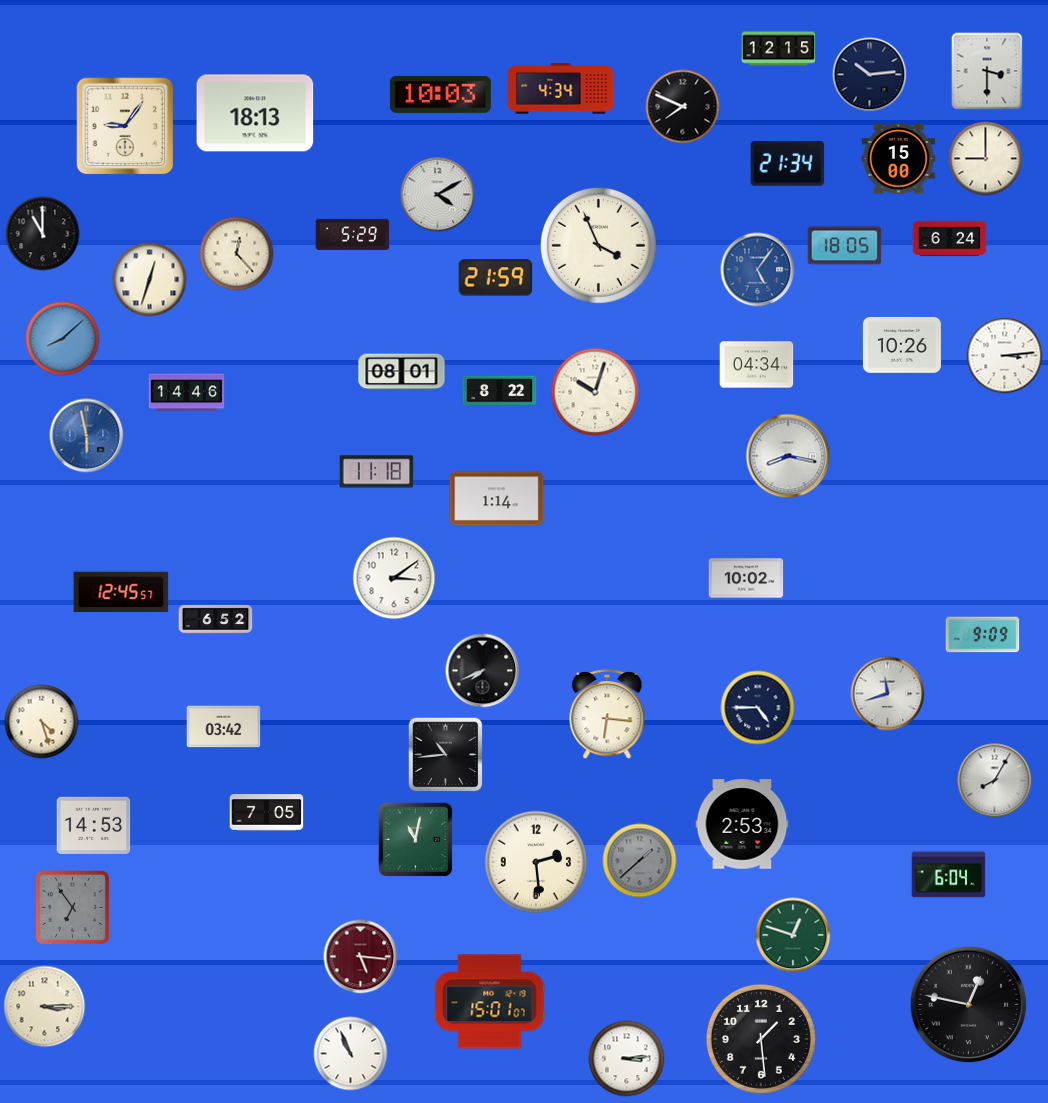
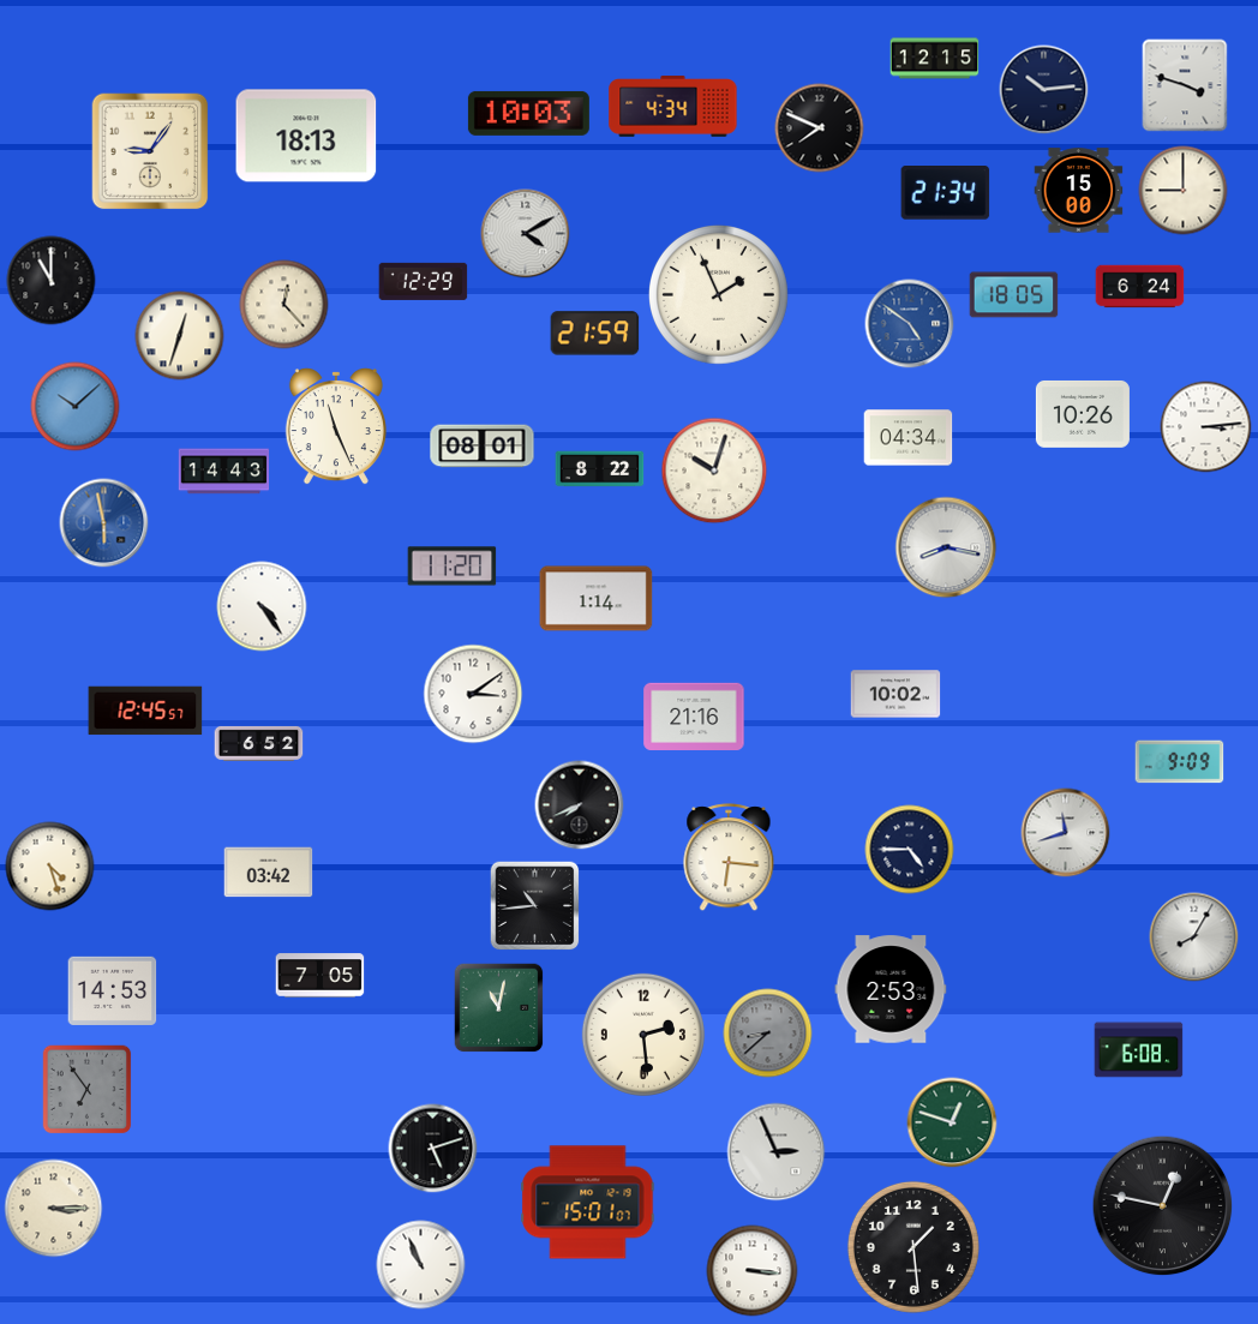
clock at (987, 71): 3:30 -> 3:48
clock at (788, 164) position: (788, 164) -> (946, 193)
clock at (353, 234): 5:29 -> 12:29
clock at (598, 245): 3:56 -> 1:56
clock at (758, 270): 5:06 -> 4:51
clock at (63, 339): 8:08 -> 10:08
clock at (336, 427): none -> 11:26
clock at (187, 393): 14:46 -> 14:43
clock at (377, 472): 11:18 -> 11:20
clock at (262, 606): none -> 4:24
clock at (694, 715): none -> 21:16
clock at (640, 861): 1:38 -> 8:38
clock at (949, 875): 6:04 -> 6:08
clock at (361, 957): 5:16 -> 5:12
clock at (361, 957) dial: burgundy -> black
clock at (777, 1152): none -> 2:56
clock at (627, 1059): 3:14 -> 3:16
